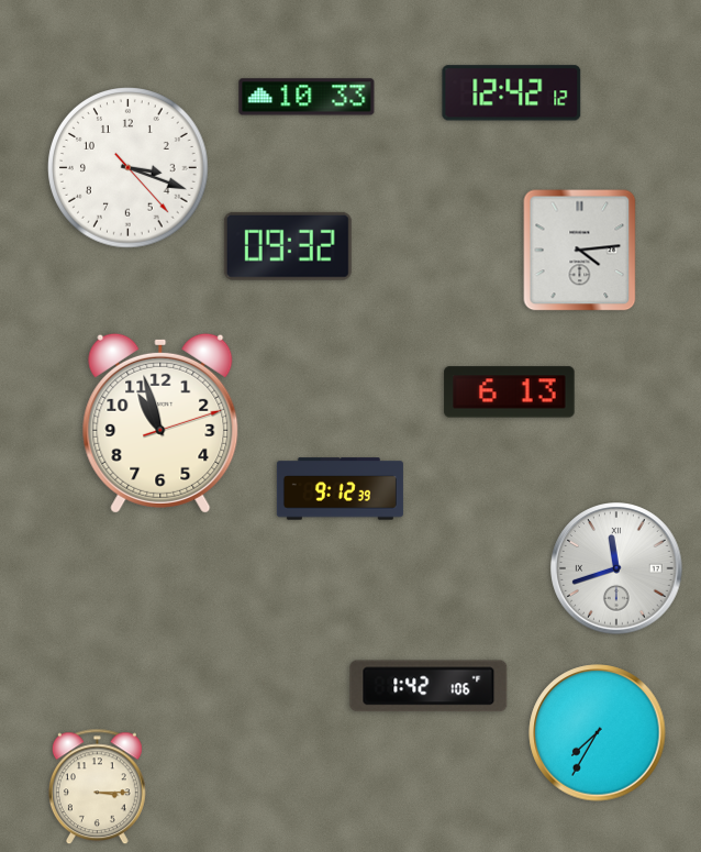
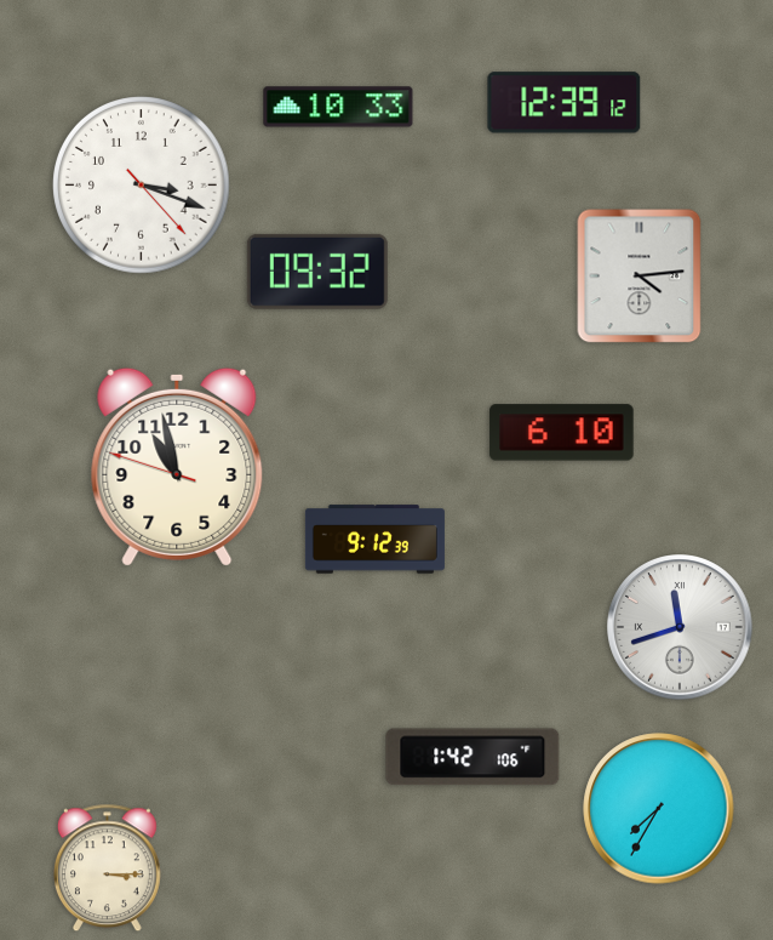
clock at (512, 93): 12:42 -> 12:39
clock at (510, 392): 6:13 -> 6:10
clock at (160, 423): 10:57:12 -> 10:57:48
